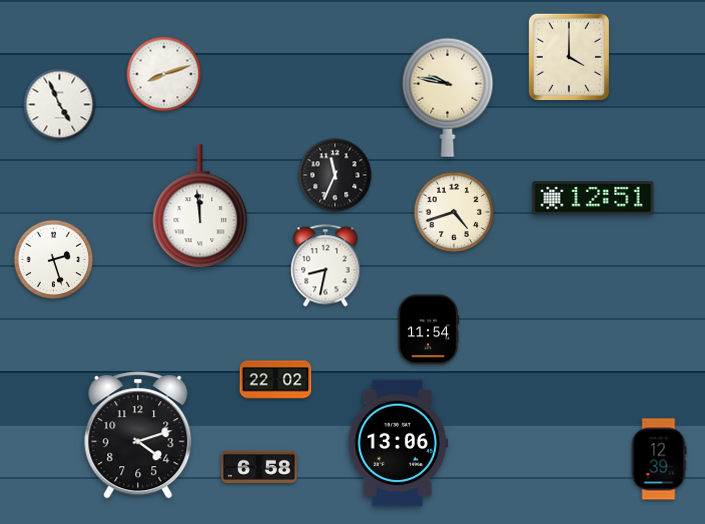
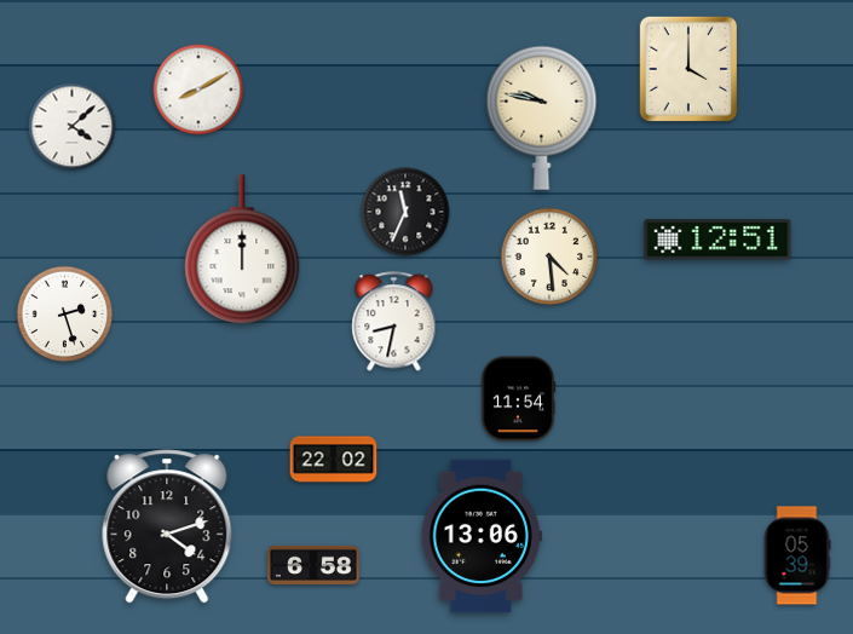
clock at (164, 74): 8:12 -> 8:10
clock at (60, 105): 4:56 -> 4:08
clock at (200, 207): 11:59 -> 12:00
clock at (454, 212): 4:42 -> 4:29
clock at (659, 459): 12:39 -> 05:39
